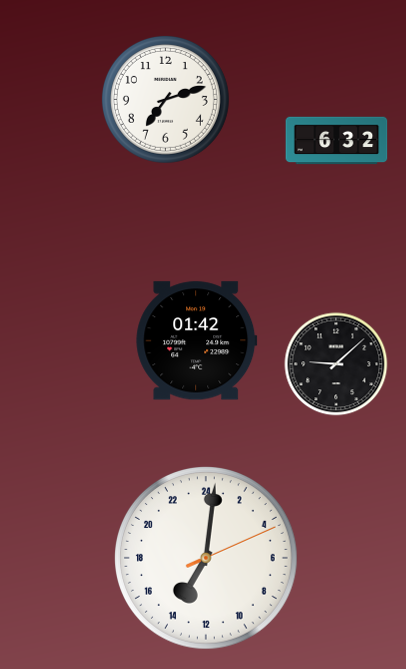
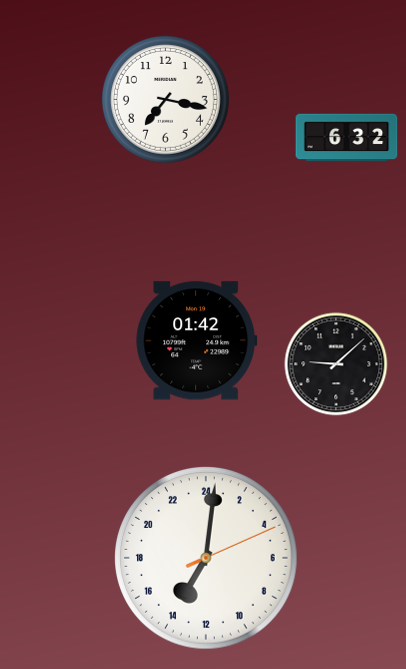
clock at (165, 99): 7:12 -> 7:17
clock at (337, 141) position: (337, 141) -> (347, 138)
